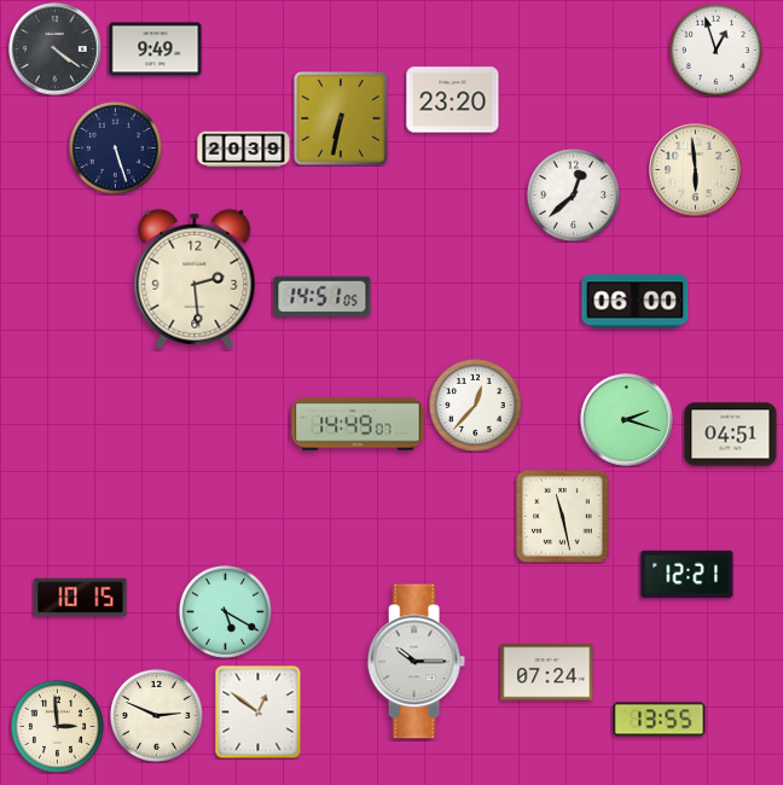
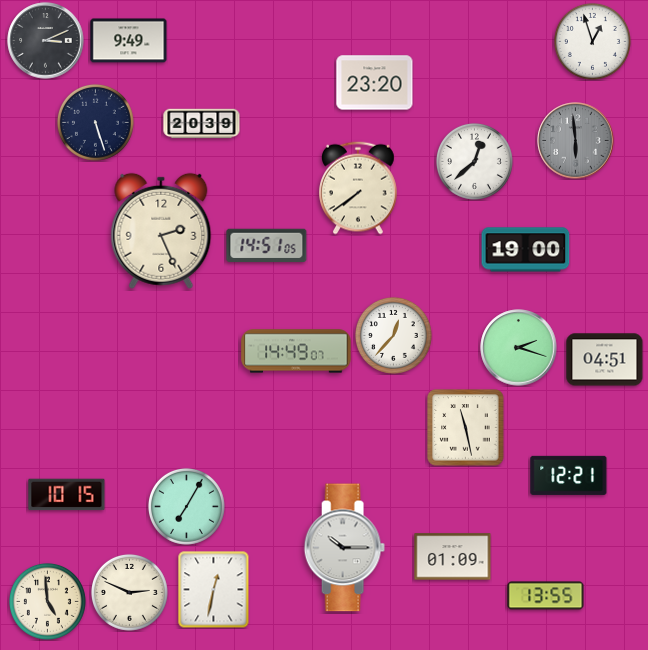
clock at (56, 50): 4:21 -> 3:11
clock at (341, 118): 6:32 -> none
clock at (696, 170) dial: cream -> grey
clock at (359, 188): none -> 7:39
clock at (195, 279): 2:29 -> 2:26
clock at (636, 302): 06:00 -> 19:00
clock at (225, 611): 5:20 -> 7:05
clock at (547, 673): 07:24 -> 01:09
clock at (259, 711): 12:51 -> 12:32
clock at (57, 726): 2:59 -> 4:59
